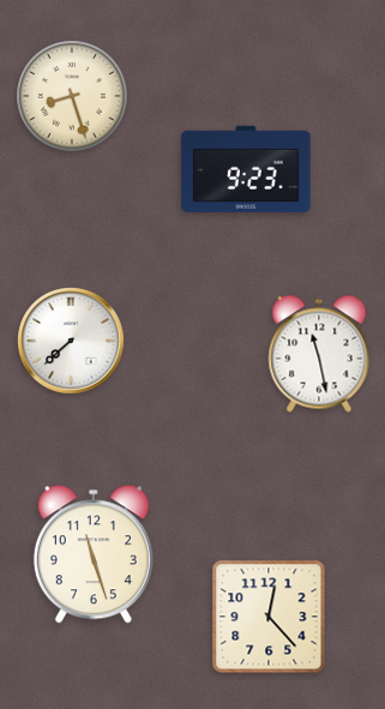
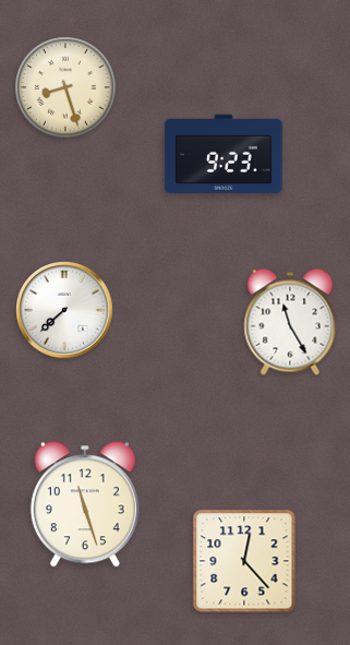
clock at (319, 354): 11:28 -> 11:25
